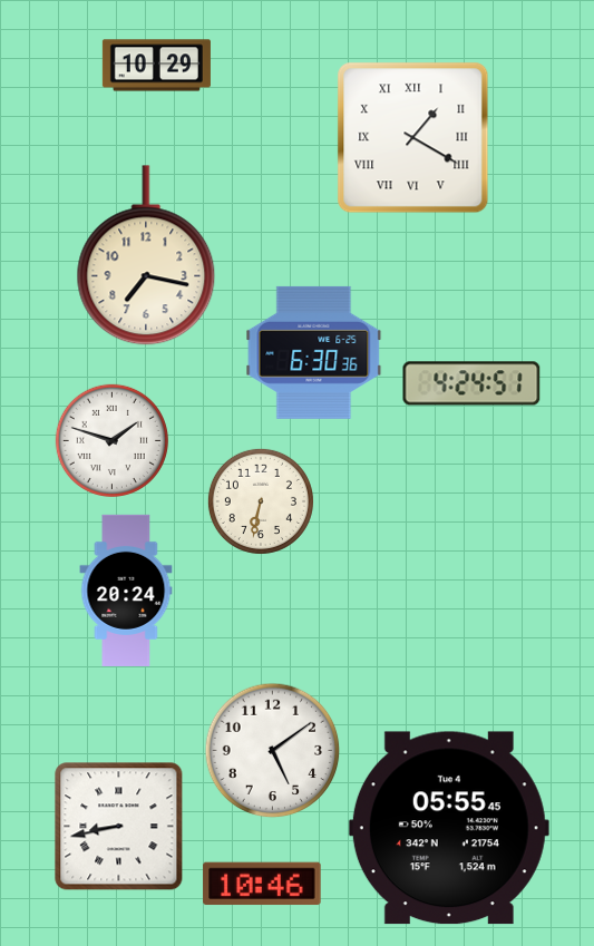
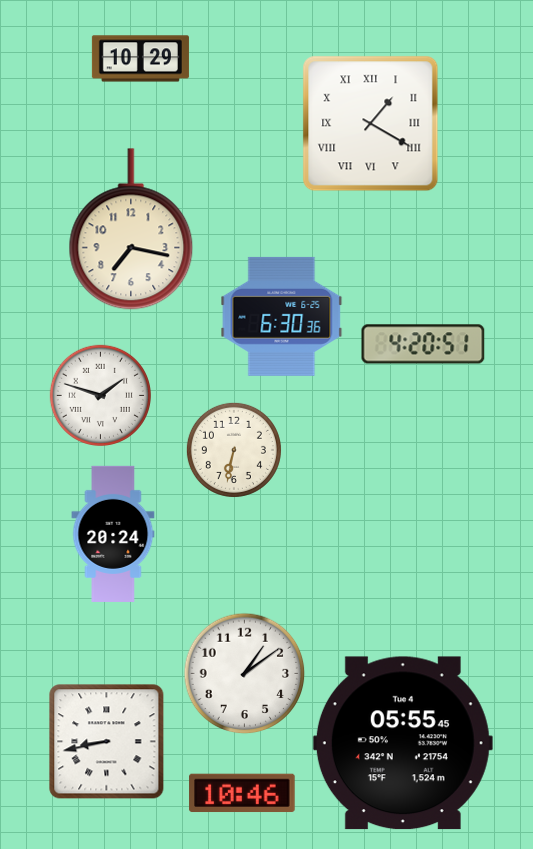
clock at (471, 383): 4:24 -> 4:20
clock at (126, 591) position: (126, 591) -> (113, 534)
clock at (273, 751): 5:09 -> 1:09
clock at (262, 884) position: (262, 884) -> (242, 793)
